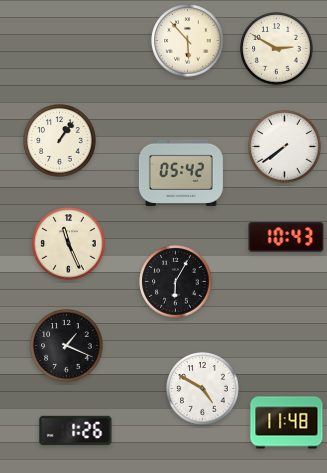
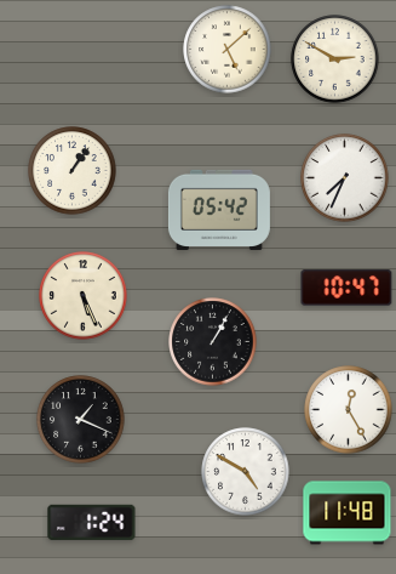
clock at (188, 41): 5:53 -> 5:08
clock at (285, 147): 7:39 -> 7:34
clock at (286, 237): 10:43 -> 10:47
clock at (69, 244): 11:26 -> 5:26
clock at (176, 282): 6:05 -> 1:05
clock at (349, 410): none -> 12:25
clock at (76, 431): 1:26 -> 1:24
